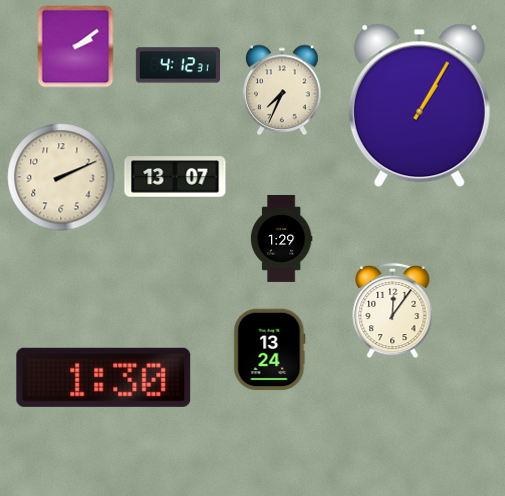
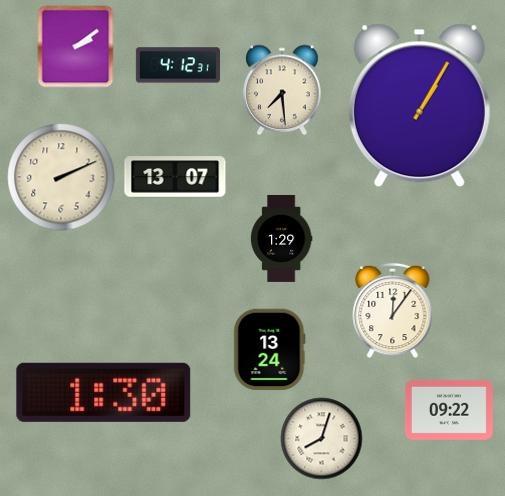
clock at (282, 90): 7:34 -> 7:29
clock at (104, 377) position: (104, 377) -> (104, 392)
clock at (449, 410): none -> 09:22
clock at (322, 439): none -> 8:03
